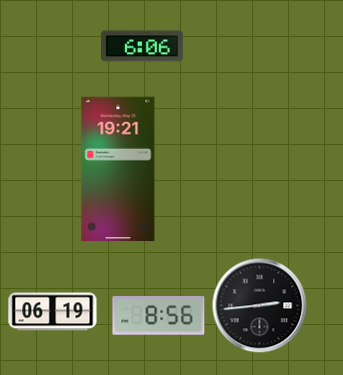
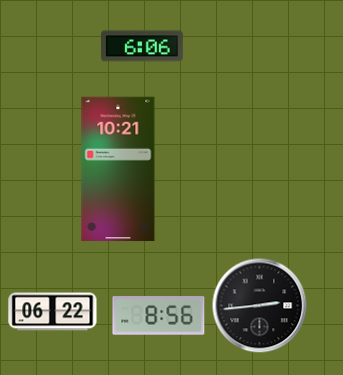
clock at (118, 169): 19:21 -> 10:21
clock at (53, 312): 06:19 -> 06:22
